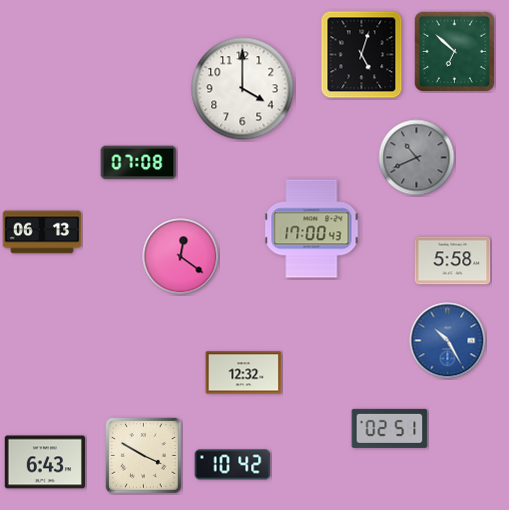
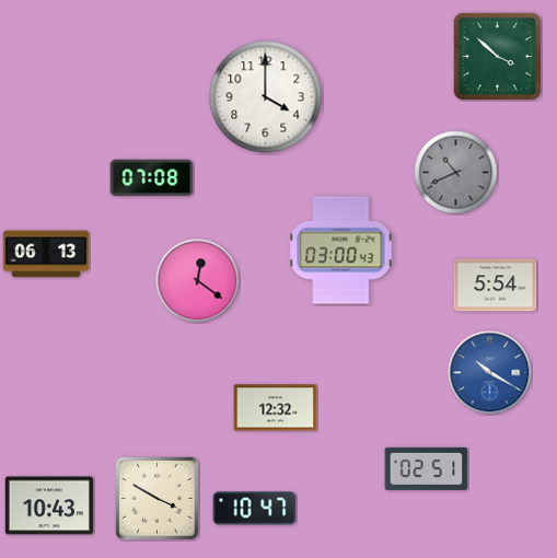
clock at (454, 51): 6:52 -> 3:52
clock at (362, 55): 5:03 -> none
clock at (312, 229): 17:00 -> 03:00
clock at (453, 261): 5:58 -> 5:54
clock at (448, 341): 10:25 -> 10:20
clock at (244, 373) position: (244, 373) -> (276, 408)
clock at (45, 462): 6:43 -> 10:43
clock at (233, 465): 10:42 -> 10:47
